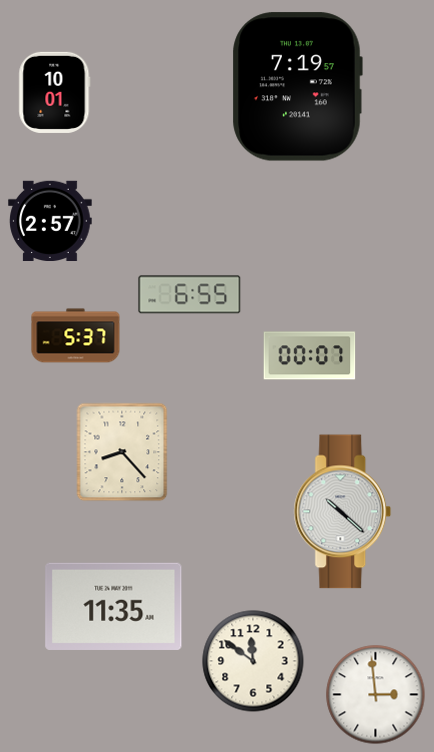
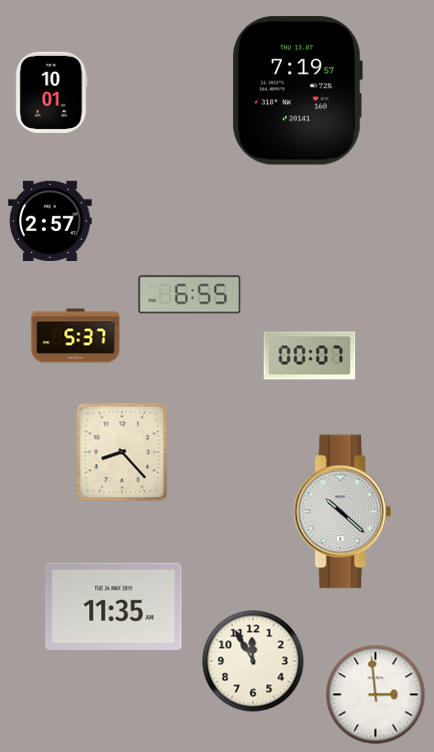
clock at (297, 87) position: (297, 87) -> (297, 91)
clock at (55, 92) position: (55, 92) -> (52, 92)
clock at (253, 661): 11:51 -> 11:55
